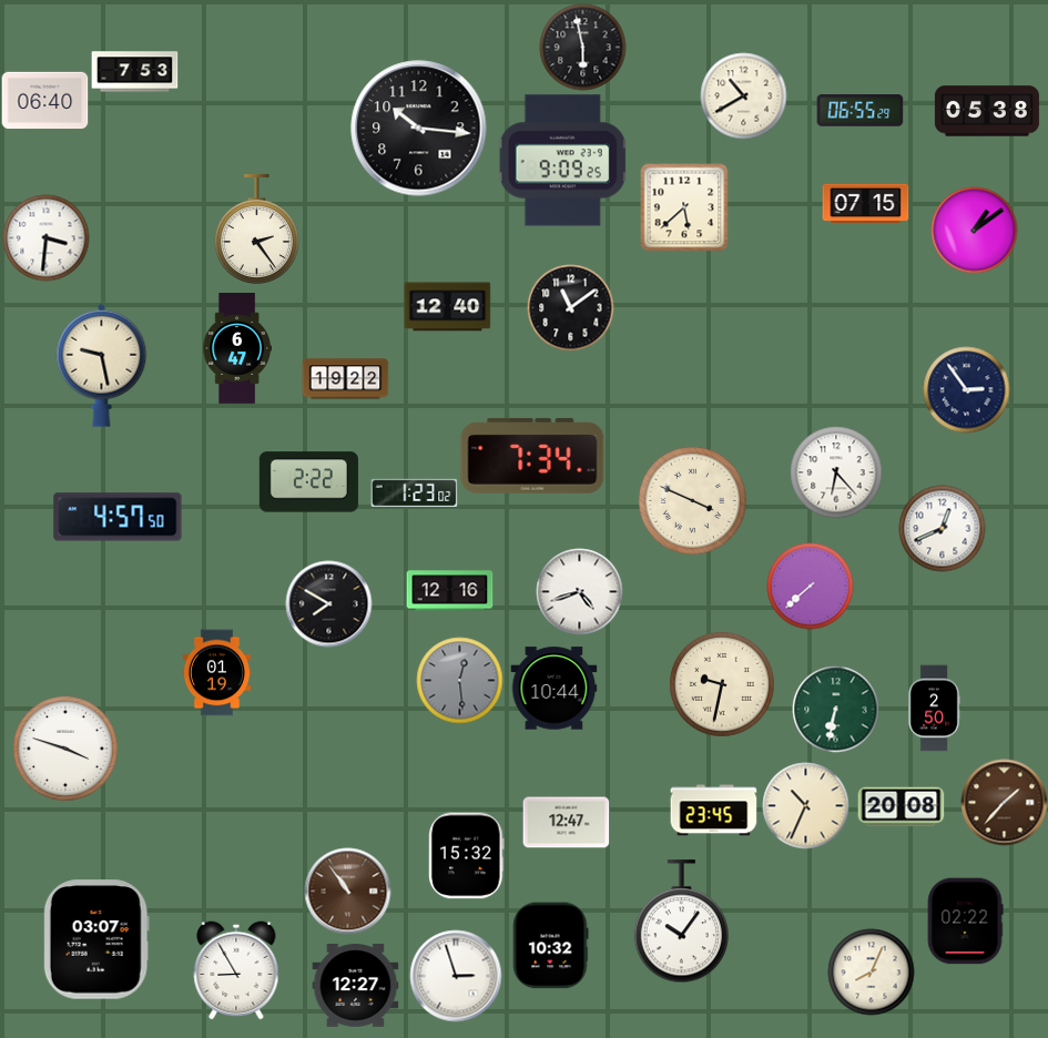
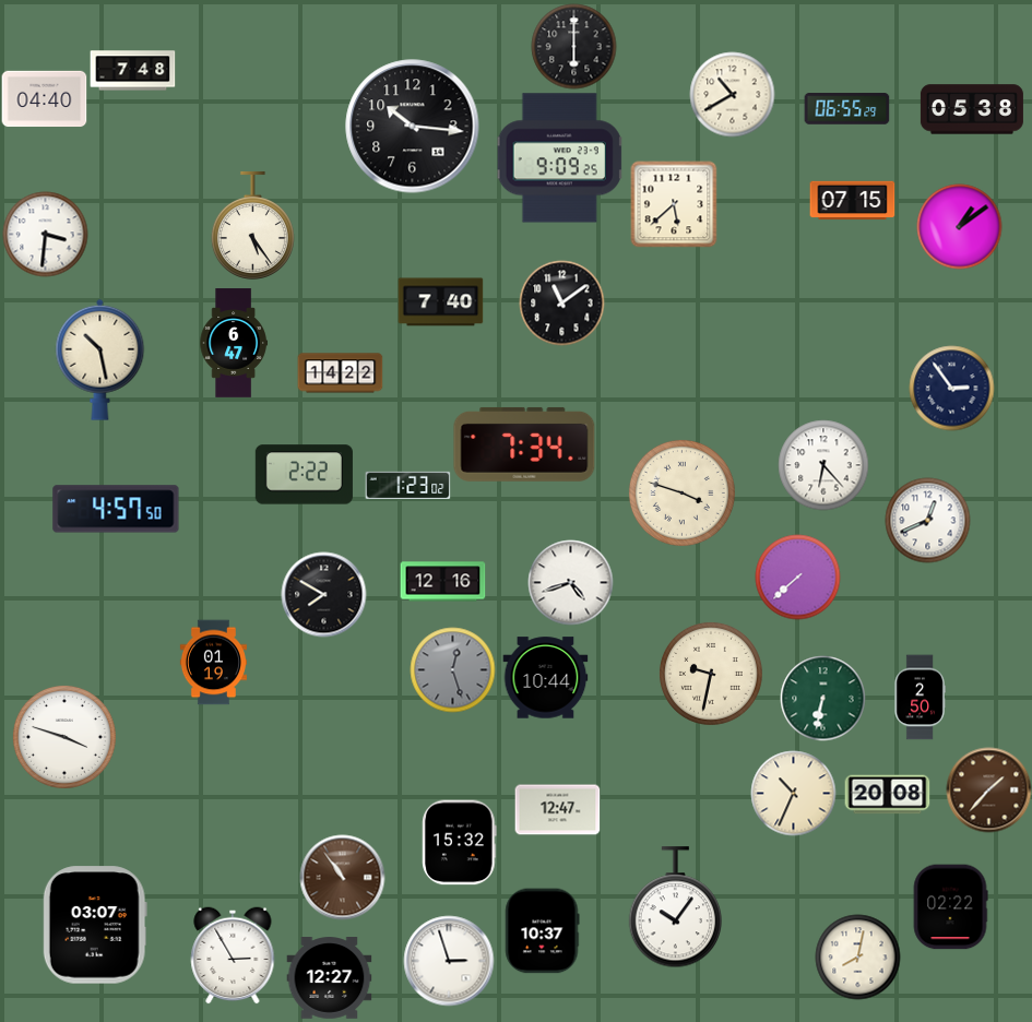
clock at (582, 47): 5:58 -> 6:00
clock at (134, 72): 7:53 -> 7:48
clock at (44, 101): 06:40 -> 04:40
clock at (563, 161) position: (563, 161) -> (560, 158)
clock at (256, 228): 2:24 -> 5:24
clock at (447, 307): 12:40 -> 7:40
clock at (102, 365): 9:28 -> 10:28
clock at (345, 379): 19:22 -> 14:22
clock at (966, 389) position: (966, 389) -> (951, 388)
clock at (532, 456) position: (532, 456) -> (524, 444)
clock at (692, 500): 3:49 -> 3:48
clock at (459, 680): 12:29 -> 12:27
clock at (713, 811): 23:45 -> none
clock at (681, 922) position: (681, 922) -> (675, 907)
clock at (551, 945): 10:32 -> 10:37
clock at (236, 970): 8:55 -> 2:55
clock at (871, 971): 8:04 -> 8:02
clock at (355, 986) position: (355, 986) -> (329, 978)
